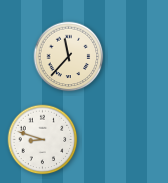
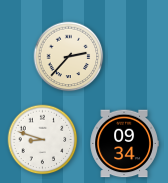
clock at (69, 57): 11:37 -> 2:37
clock at (124, 144): none -> 09:34
